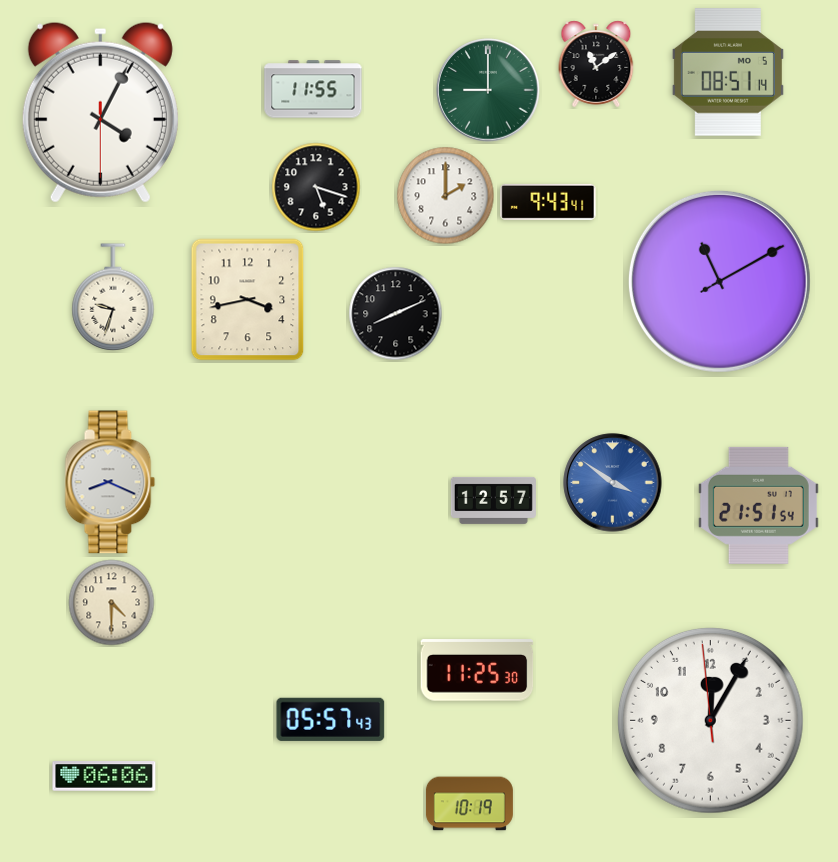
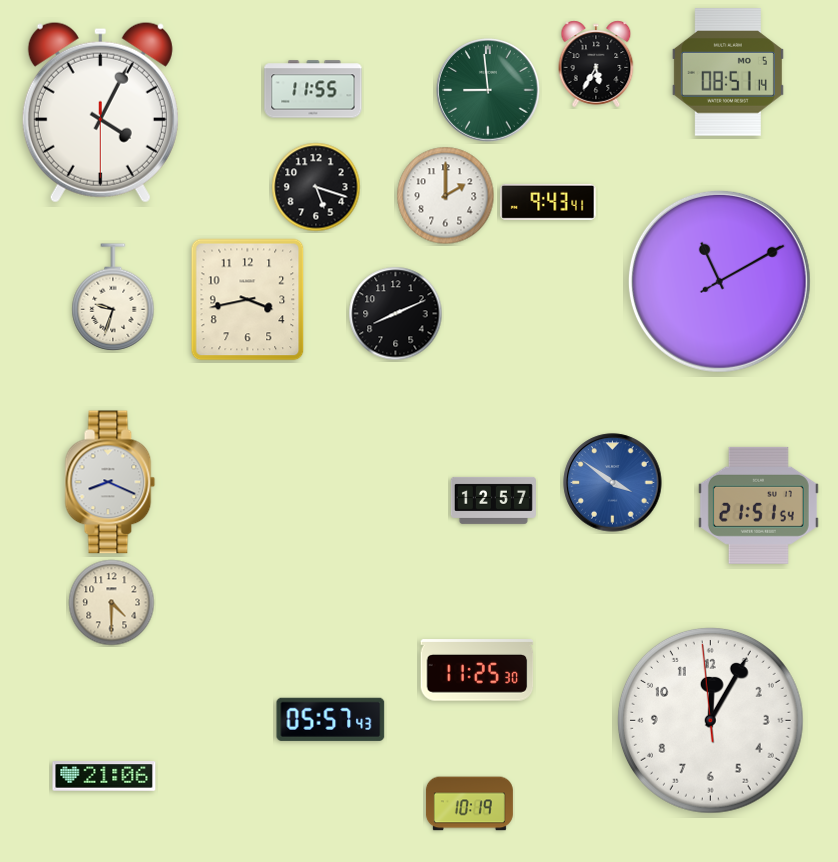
clock at (596, 64): 11:09 -> 5:35
clock at (488, 90): 9:00 -> 8:59
clock at (104, 776): 06:06 -> 21:06
